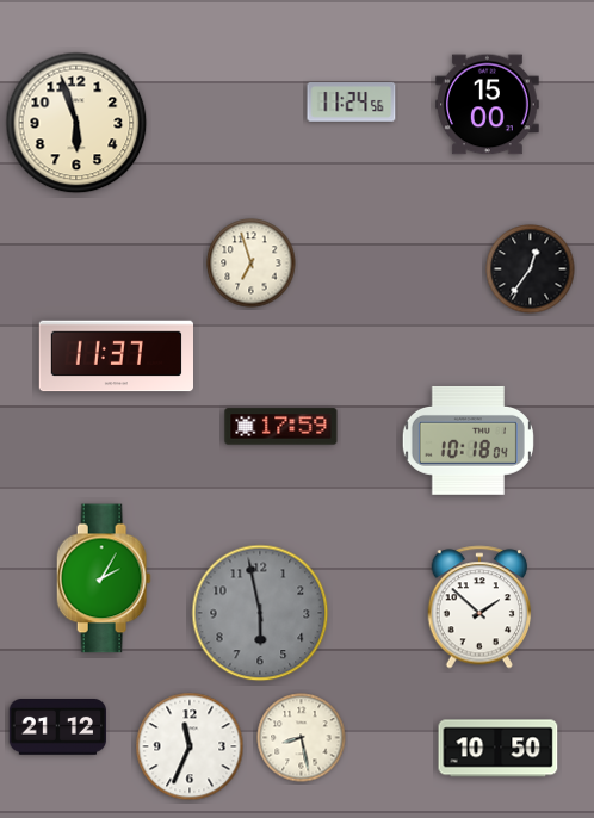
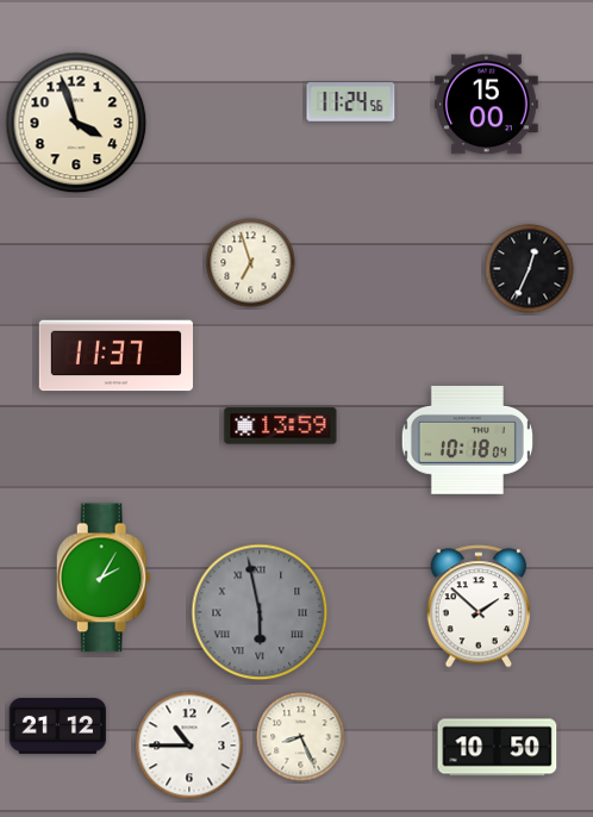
clock at (76, 123): 5:57 -> 3:57
clock at (531, 269): 12:36 -> 12:34
clock at (281, 427): 17:59 -> 13:59
clock at (260, 613) numerals: Arabic -> Roman
clock at (302, 738): 8:28 -> 8:26
clock at (190, 746): 11:34 -> 10:45
